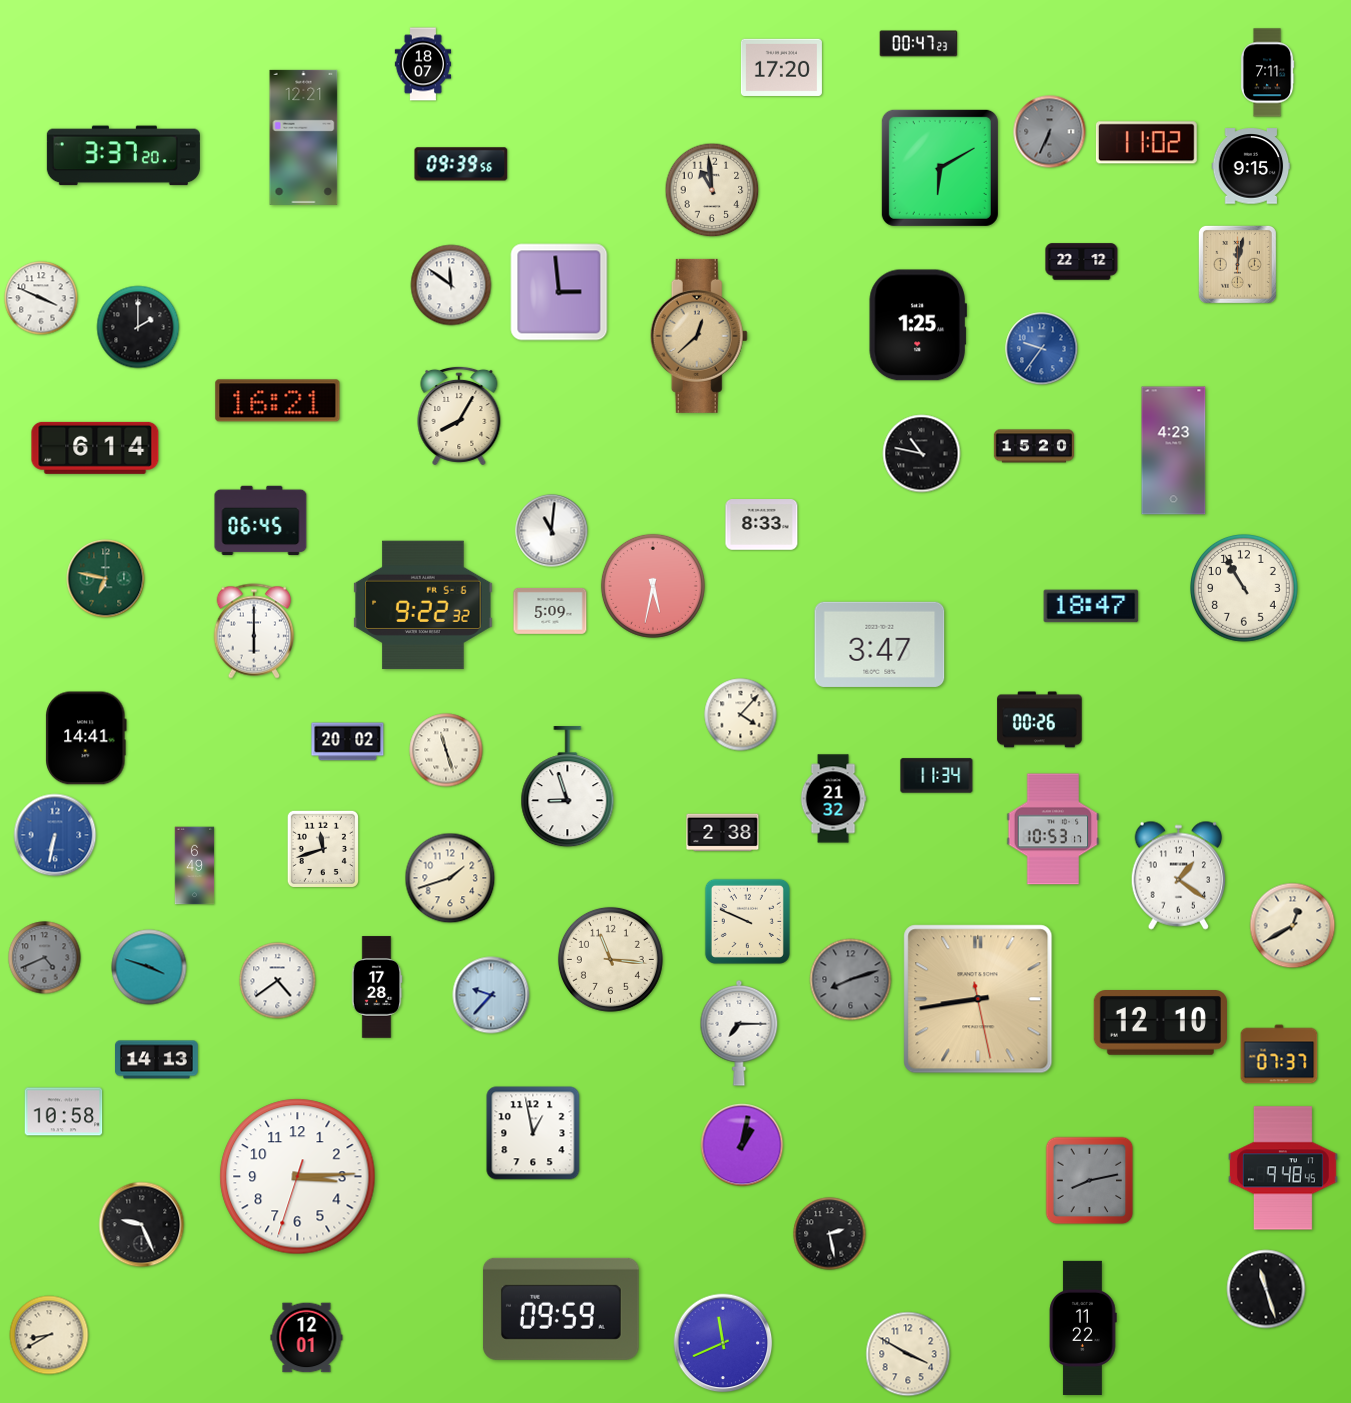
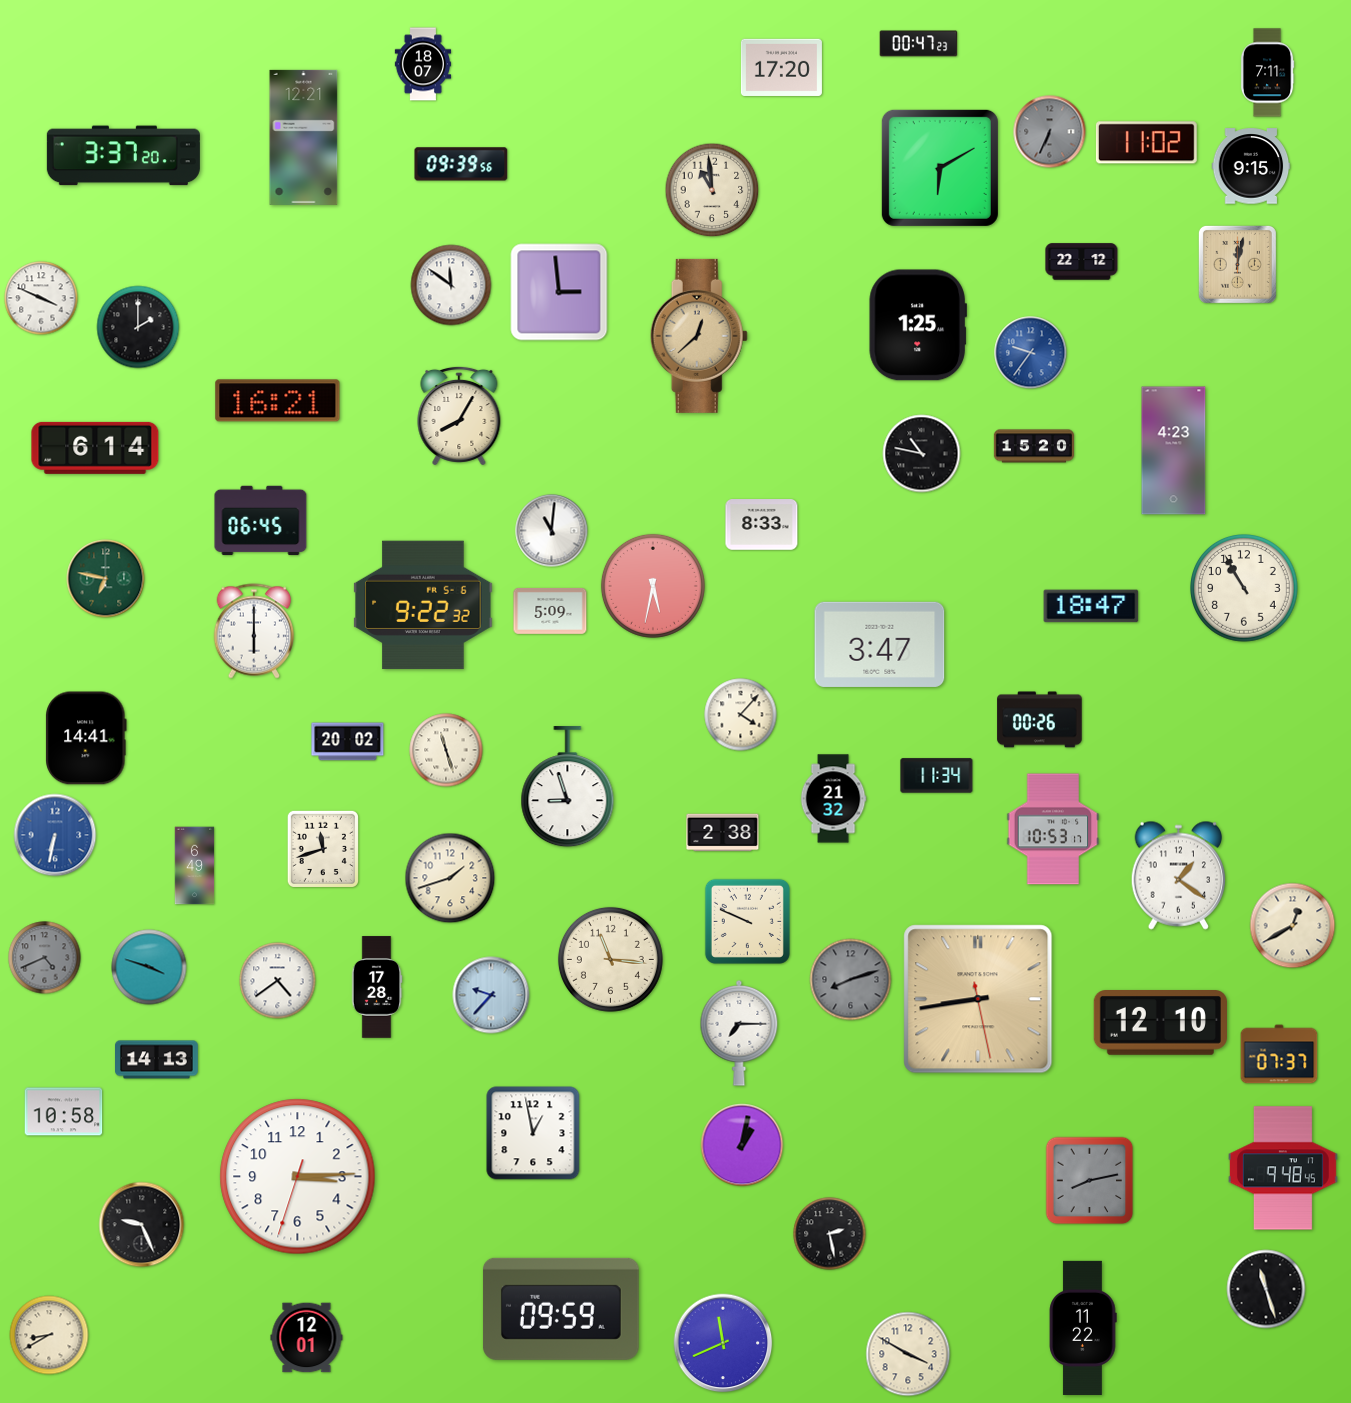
clock at (1042, 349) position: (1042, 349) -> (1031, 353)
